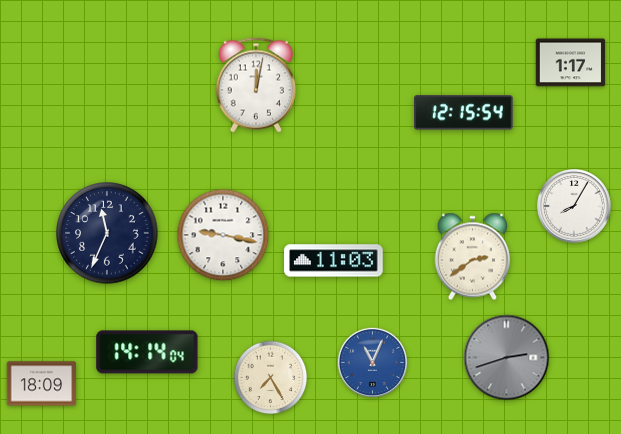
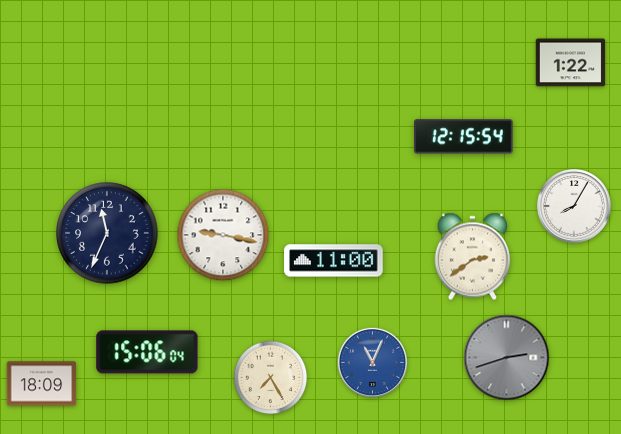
clock at (571, 63): 1:17 -> 1:22
clock at (256, 85): 12:02 -> none
clock at (464, 113) position: (464, 113) -> (464, 137)
clock at (334, 261): 11:03 -> 11:00
clock at (147, 352): 14:14 -> 15:06
